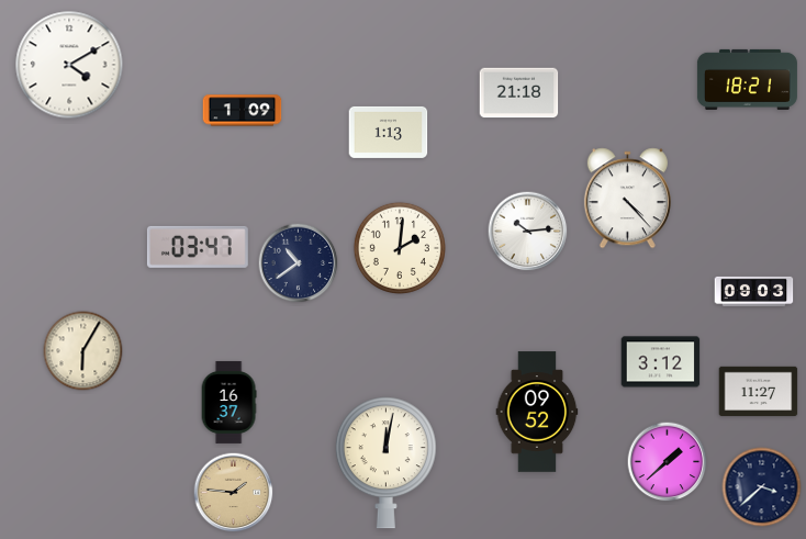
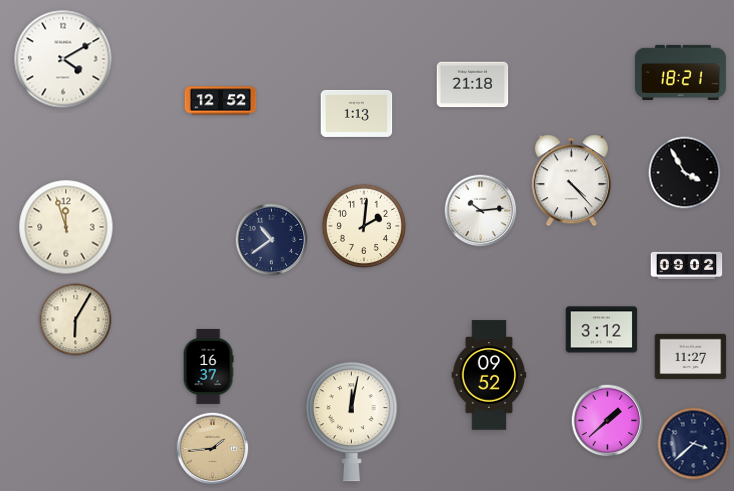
clock at (243, 111): 1:09 -> 12:52
clock at (389, 132) position: (389, 132) -> (357, 113)
clock at (685, 173): none -> 3:55
clock at (198, 247): 03:47 -> none
clock at (66, 227): none -> 11:57
clock at (754, 291): 09:03 -> 09:02
clock at (234, 493): 1:46 -> 1:44
